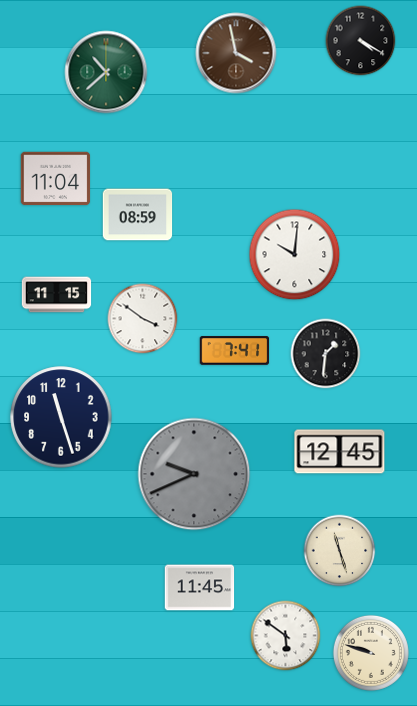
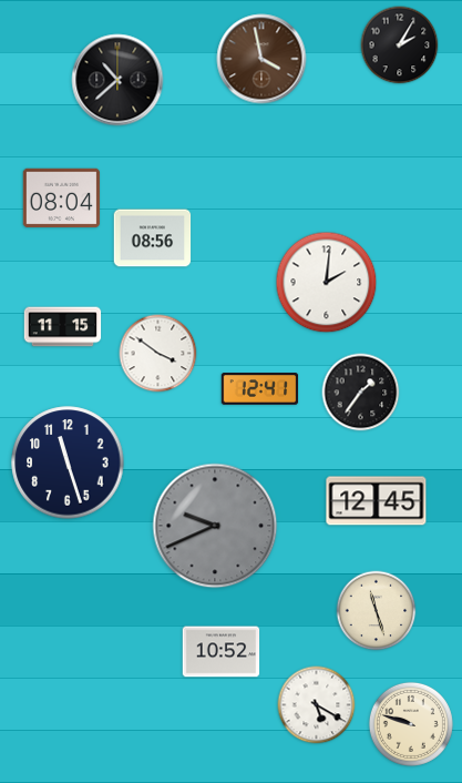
clock at (361, 41): 4:20 -> 2:05
clock at (106, 72) dial: green -> black
clock at (56, 179): 11:04 -> 08:04
clock at (138, 215): 08:59 -> 08:56
clock at (295, 255): 10:01 -> 2:01
clock at (235, 351): 7:41 -> 12:41
clock at (326, 354): 1:31 -> 1:36
clock at (200, 588): 11:45 -> 10:52
clock at (286, 636): 5:51 -> 5:20
